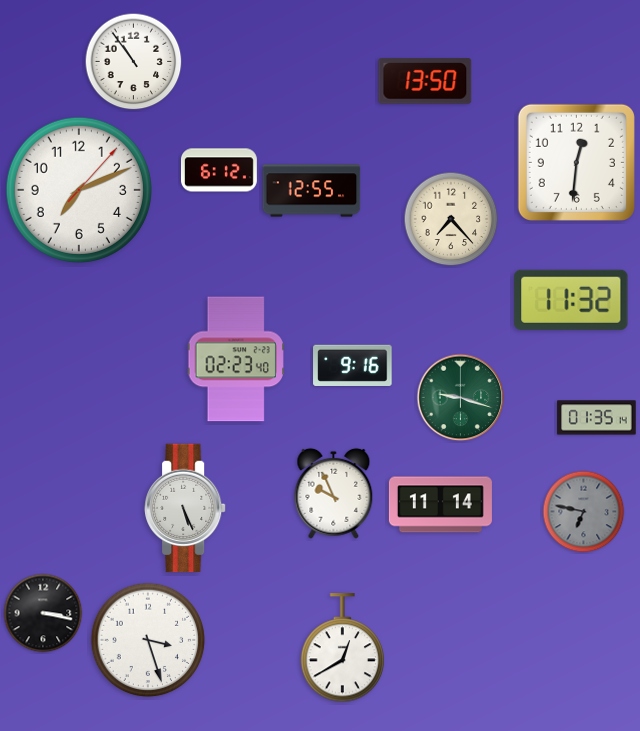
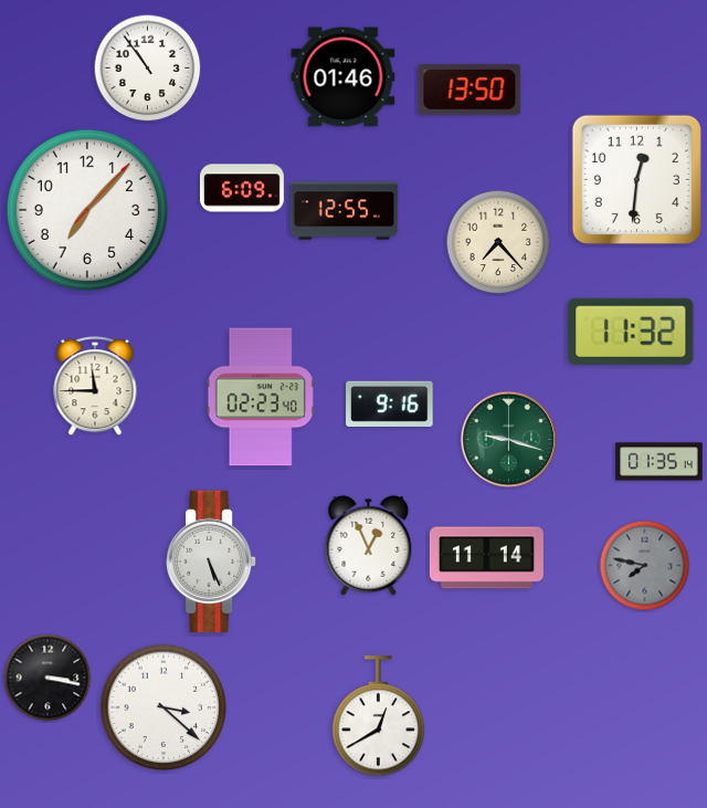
clock at (344, 77): none -> 01:46
clock at (219, 170): 6:12 -> 6:09
clock at (79, 190): 7:11 -> 7:07
clock at (95, 387): none -> 11:45
clock at (334, 493): 9:56 -> 12:56
clock at (185, 508) position: (185, 508) -> (211, 562)
clock at (584, 512): 6:47 -> 7:47
clock at (148, 640): 3:27 -> 3:22
